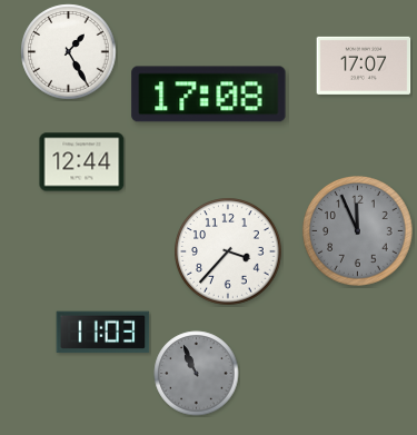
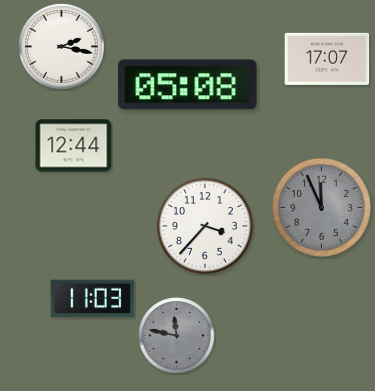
clock at (69, 52): 1:25 -> 2:17
clock at (209, 95): 17:08 -> 05:08
clock at (197, 374): 10:56 -> 11:47
